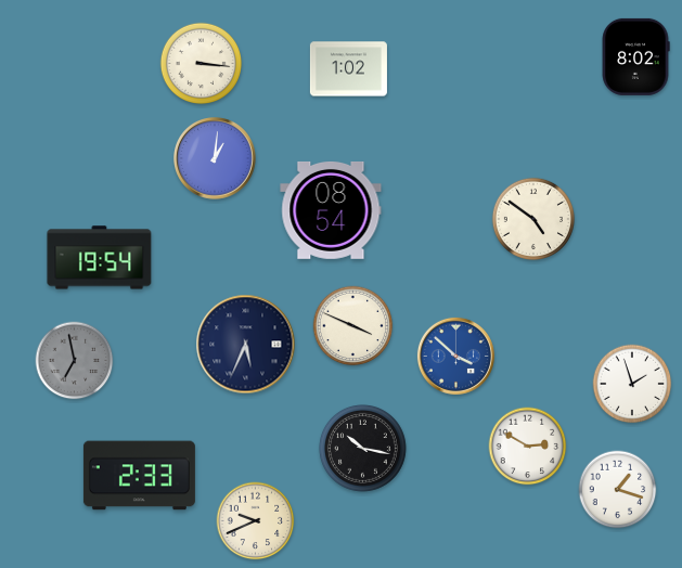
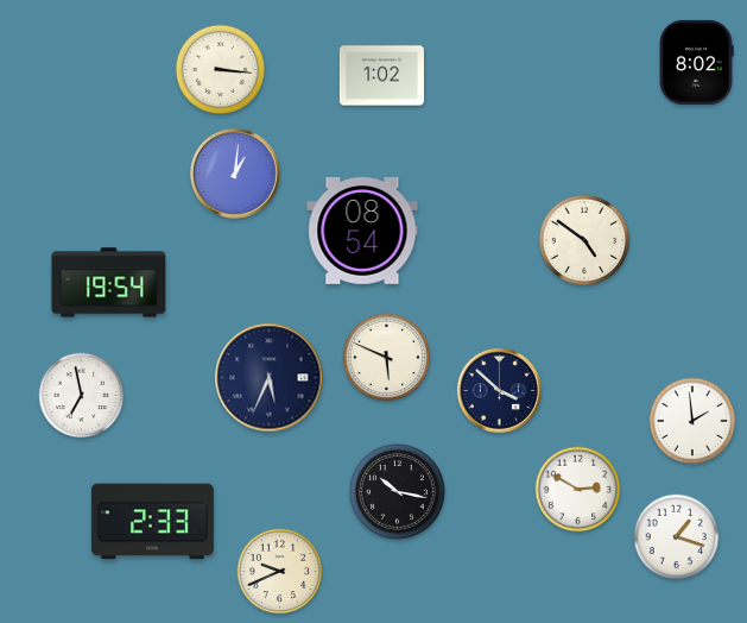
clock at (353, 326): 3:49 -> 5:49
clock at (455, 356) dial: blue -> navy
clock at (75, 361) dial: grey -> white
clock at (632, 384): 1:57 -> 1:59
